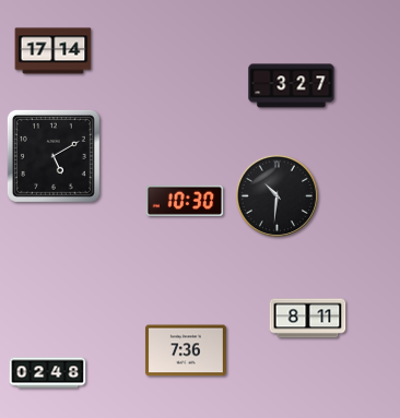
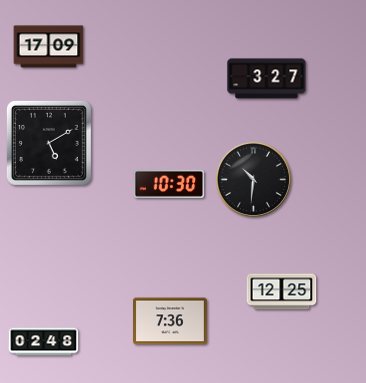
clock at (54, 51): 17:14 -> 17:09
clock at (308, 319): 8:11 -> 12:25
